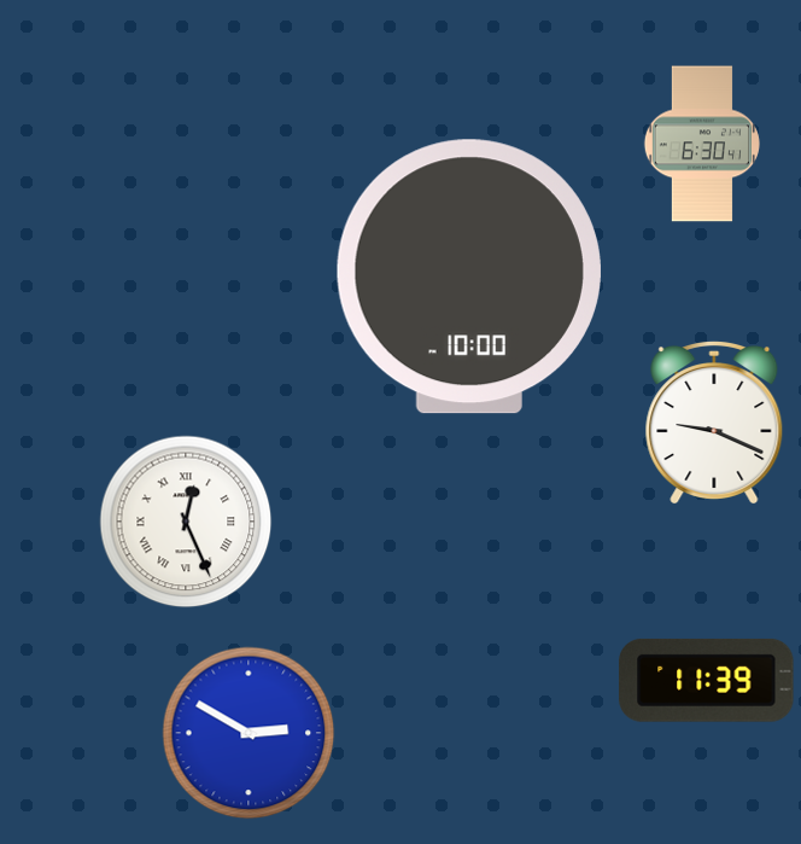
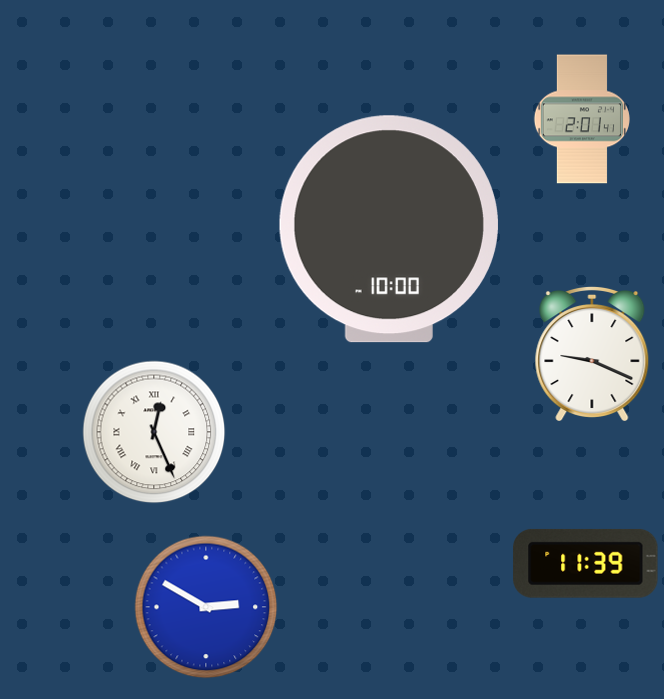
clock at (701, 144): 6:30 -> 2:01
clock at (714, 421) position: (714, 421) -> (592, 353)
